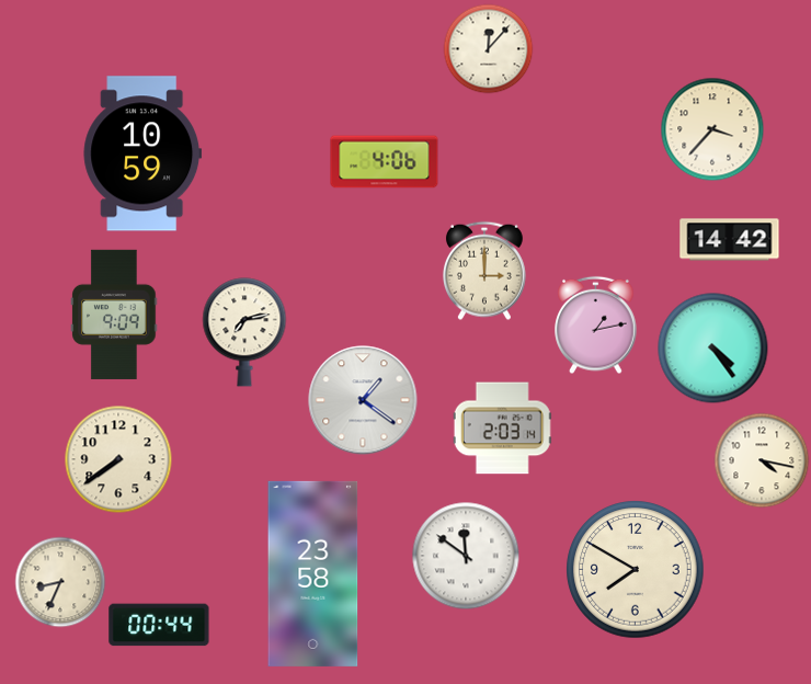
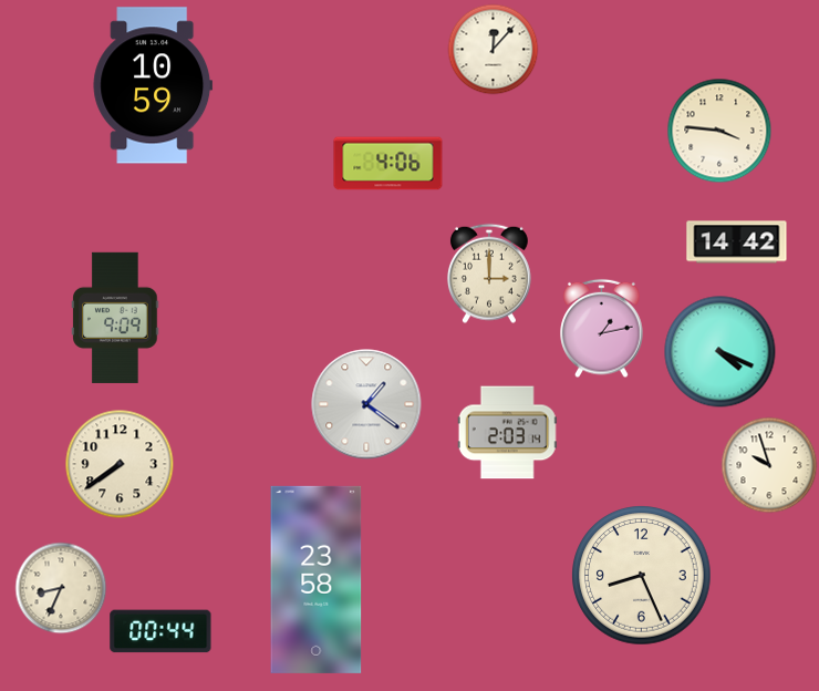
clock at (712, 129): 3:37 -> 3:46
clock at (142, 153) position: (142, 153) -> (153, 85)
clock at (244, 332): 7:13 -> none
clock at (713, 349): 4:24 -> 4:19
clock at (762, 460): 4:17 -> 9:57
clock at (466, 556): 11:51 -> none
clock at (636, 570): 7:50 -> 8:26
